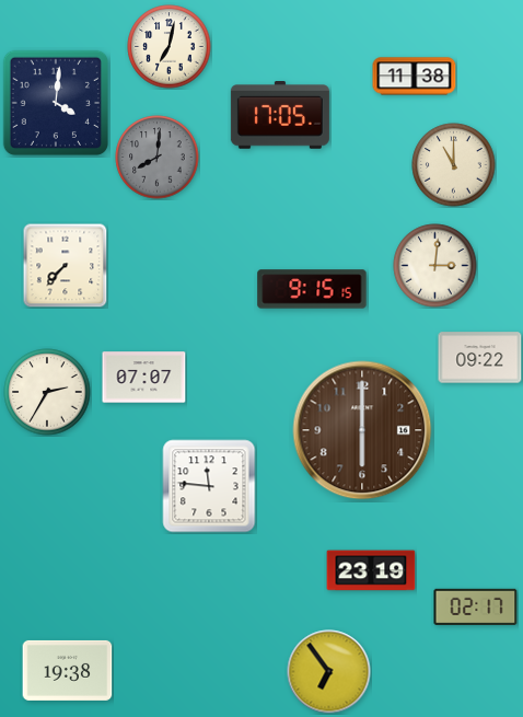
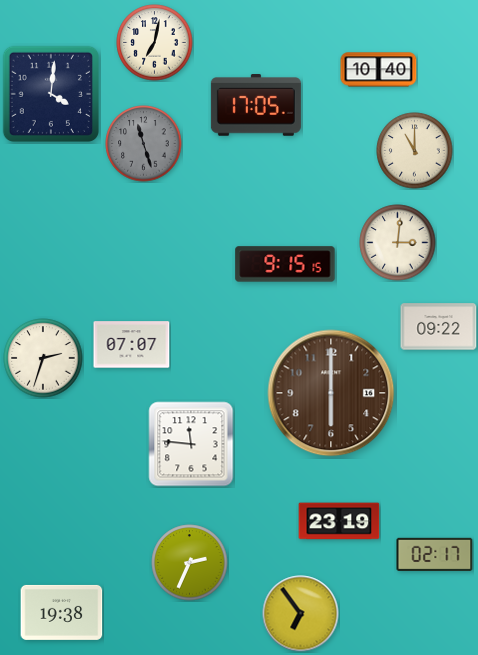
clock at (415, 77): 11:38 -> 10:40
clock at (158, 158): 8:01 -> 11:27
clock at (65, 265): 7:37 -> none
clock at (47, 392): 2:35 -> 2:33
clock at (190, 563): none -> 2:34
